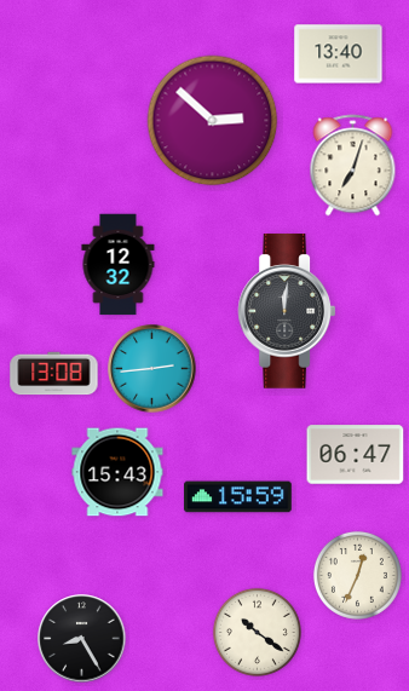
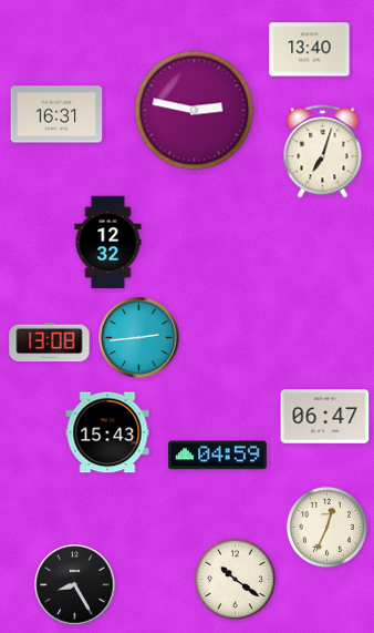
clock at (213, 121): 2:52 -> 2:47
clock at (56, 114): none -> 16:31
clock at (287, 311): 12:01 -> none
clock at (238, 497): 15:59 -> 04:59
